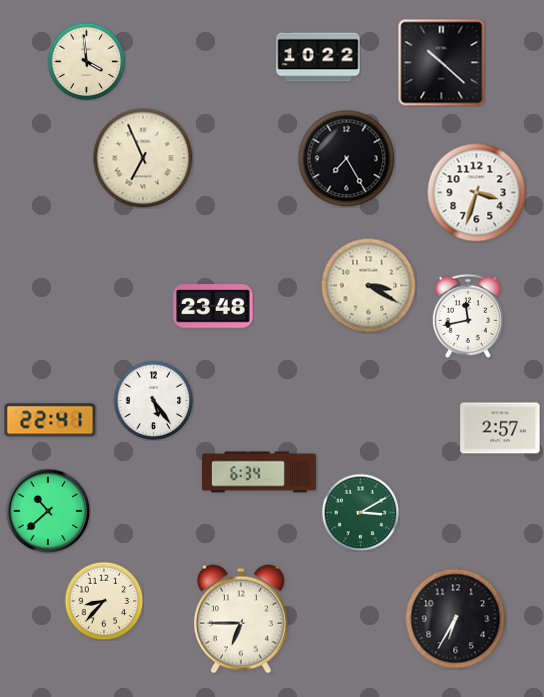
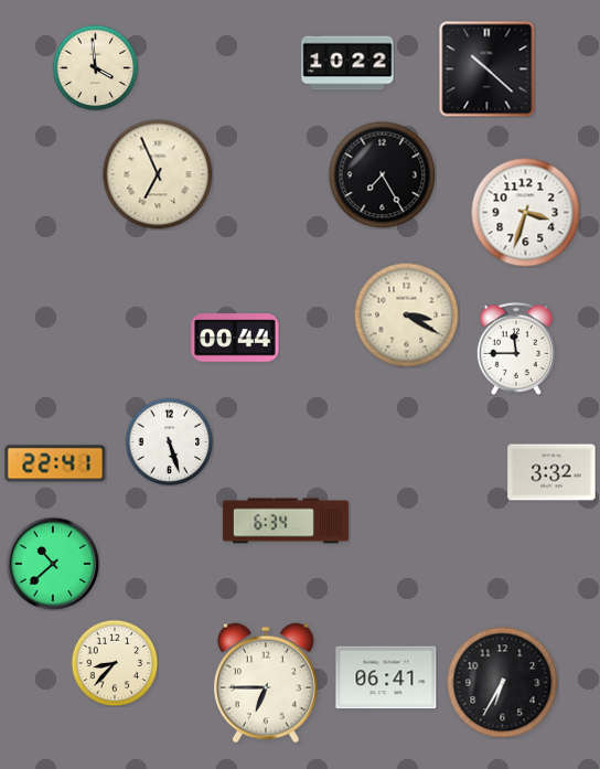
clock at (318, 57) position: (318, 57) -> (347, 63)
clock at (213, 306): 23:48 -> 00:44
clock at (468, 316): 11:43 -> 11:45
clock at (153, 400): 5:24 -> 5:27
clock at (500, 428): 2:57 -> 3:32
clock at (360, 512): 3:10 -> none
clock at (386, 677): none -> 06:41
